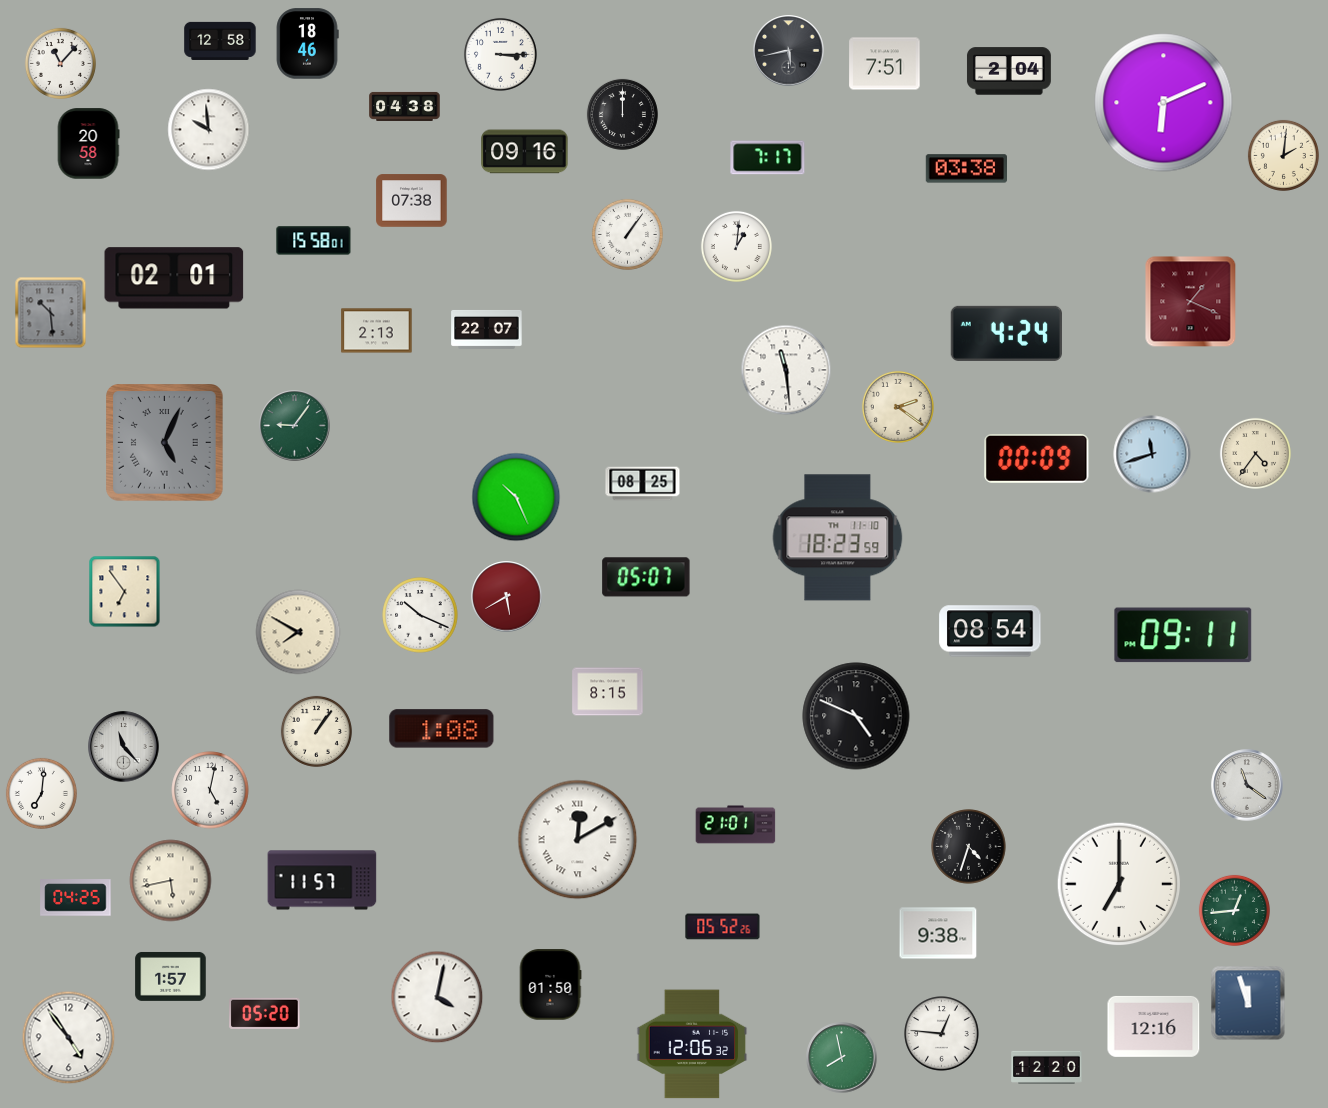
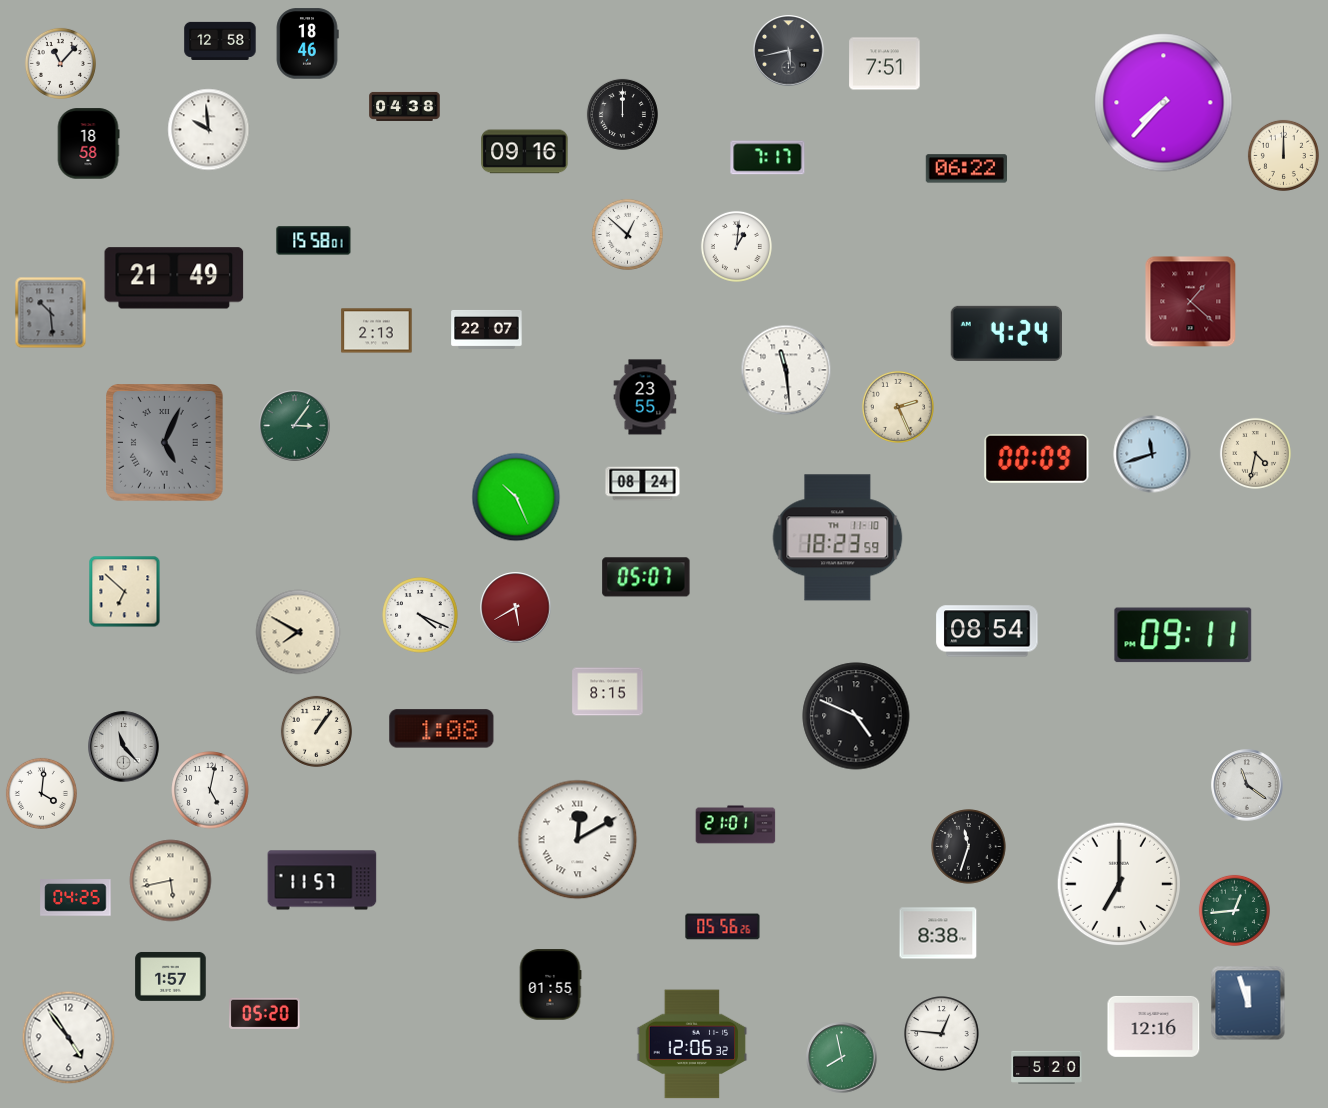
clock at (500, 54): 3:15 -> none
clock at (1009, 71): 2:04 -> none
clock at (1164, 103): 6:11 -> 7:37
clock at (88, 144): 20:58 -> 18:58
clock at (1283, 155): 2:01 -> 12:00
clock at (966, 169): 03:38 -> 06:22
clock at (412, 201): 07:38 -> none
clock at (627, 234): 1:06 -> 12:52
clock at (174, 278): 02:01 -> 21:49
clock at (1191, 302): 1:19 -> 1:22
clock at (645, 397): none -> 23:55
clock at (898, 407): 2:21 -> 2:26
clock at (295, 426): 9:06 -> 3:06
clock at (1255, 453): 4:36 -> 4:32
clock at (643, 484): 08:25 -> 08:24
clock at (125, 592): 6:54 -> 6:52
clock at (507, 597) position: (507, 597) -> (516, 608)
clock at (420, 615): 10:19 -> 4:19
clock at (990, 631) position: (990, 631) -> (987, 631)
clock at (41, 793): 7:01 -> 4:01
clock at (969, 847): 4:33 -> 11:33
clock at (723, 927): 05:52 -> 05:56
clock at (938, 933): 9:38 -> 8:38
clock at (550, 985): 01:50 -> 01:55
clock at (437, 997): 4:02 -> none
clock at (1047, 1067): 12:20 -> 5:20
